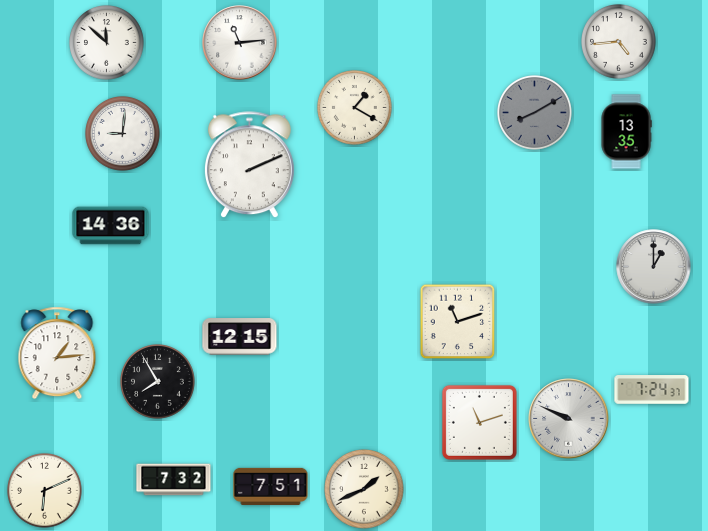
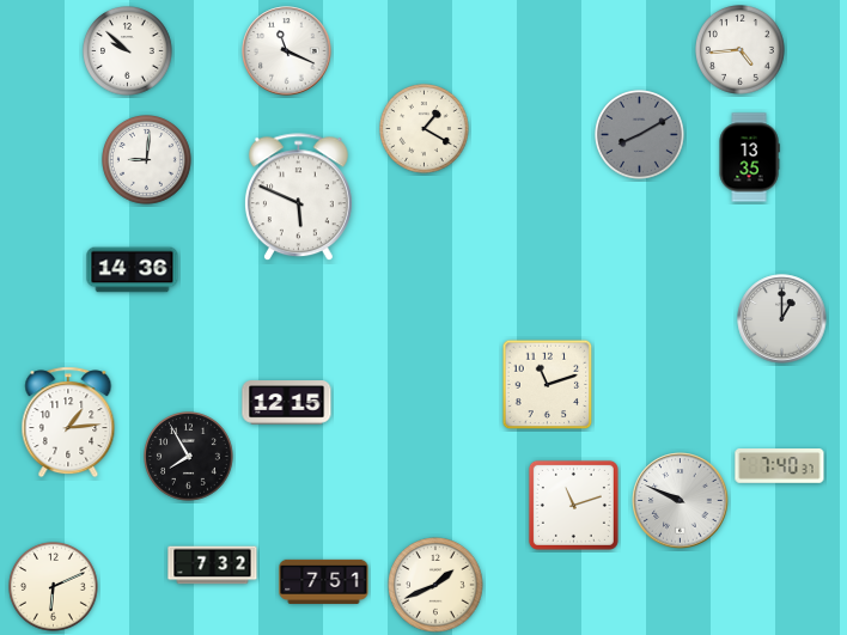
clock at (107, 43): 11:52 -> 9:52
clock at (240, 43): 11:14 -> 11:19
clock at (249, 165): 2:11 -> 5:49
clock at (652, 390): 7:24 -> 7:40
clock at (174, 480) position: (174, 480) -> (213, 566)
